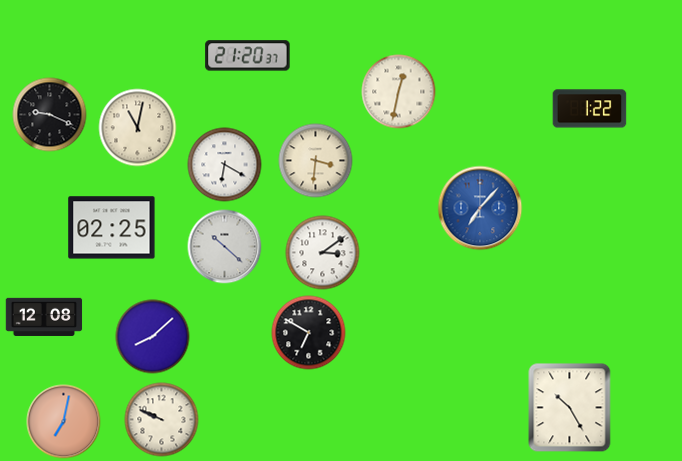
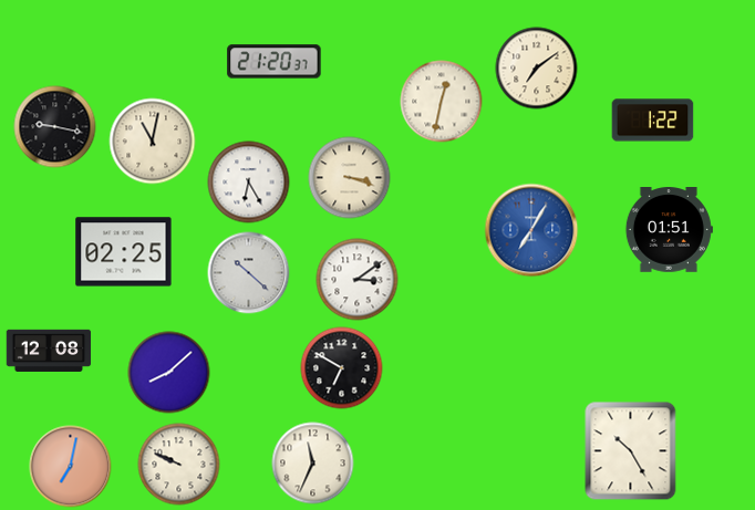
clock at (537, 69): none -> 7:09
clock at (50, 115): 9:19 -> 9:17
clock at (316, 161): 3:31 -> 3:18
clock at (225, 165): 6:20 -> 6:25
clock at (480, 208): 7:07 -> 7:05
clock at (669, 230): none -> 01:51
clock at (313, 464): none -> 11:34
